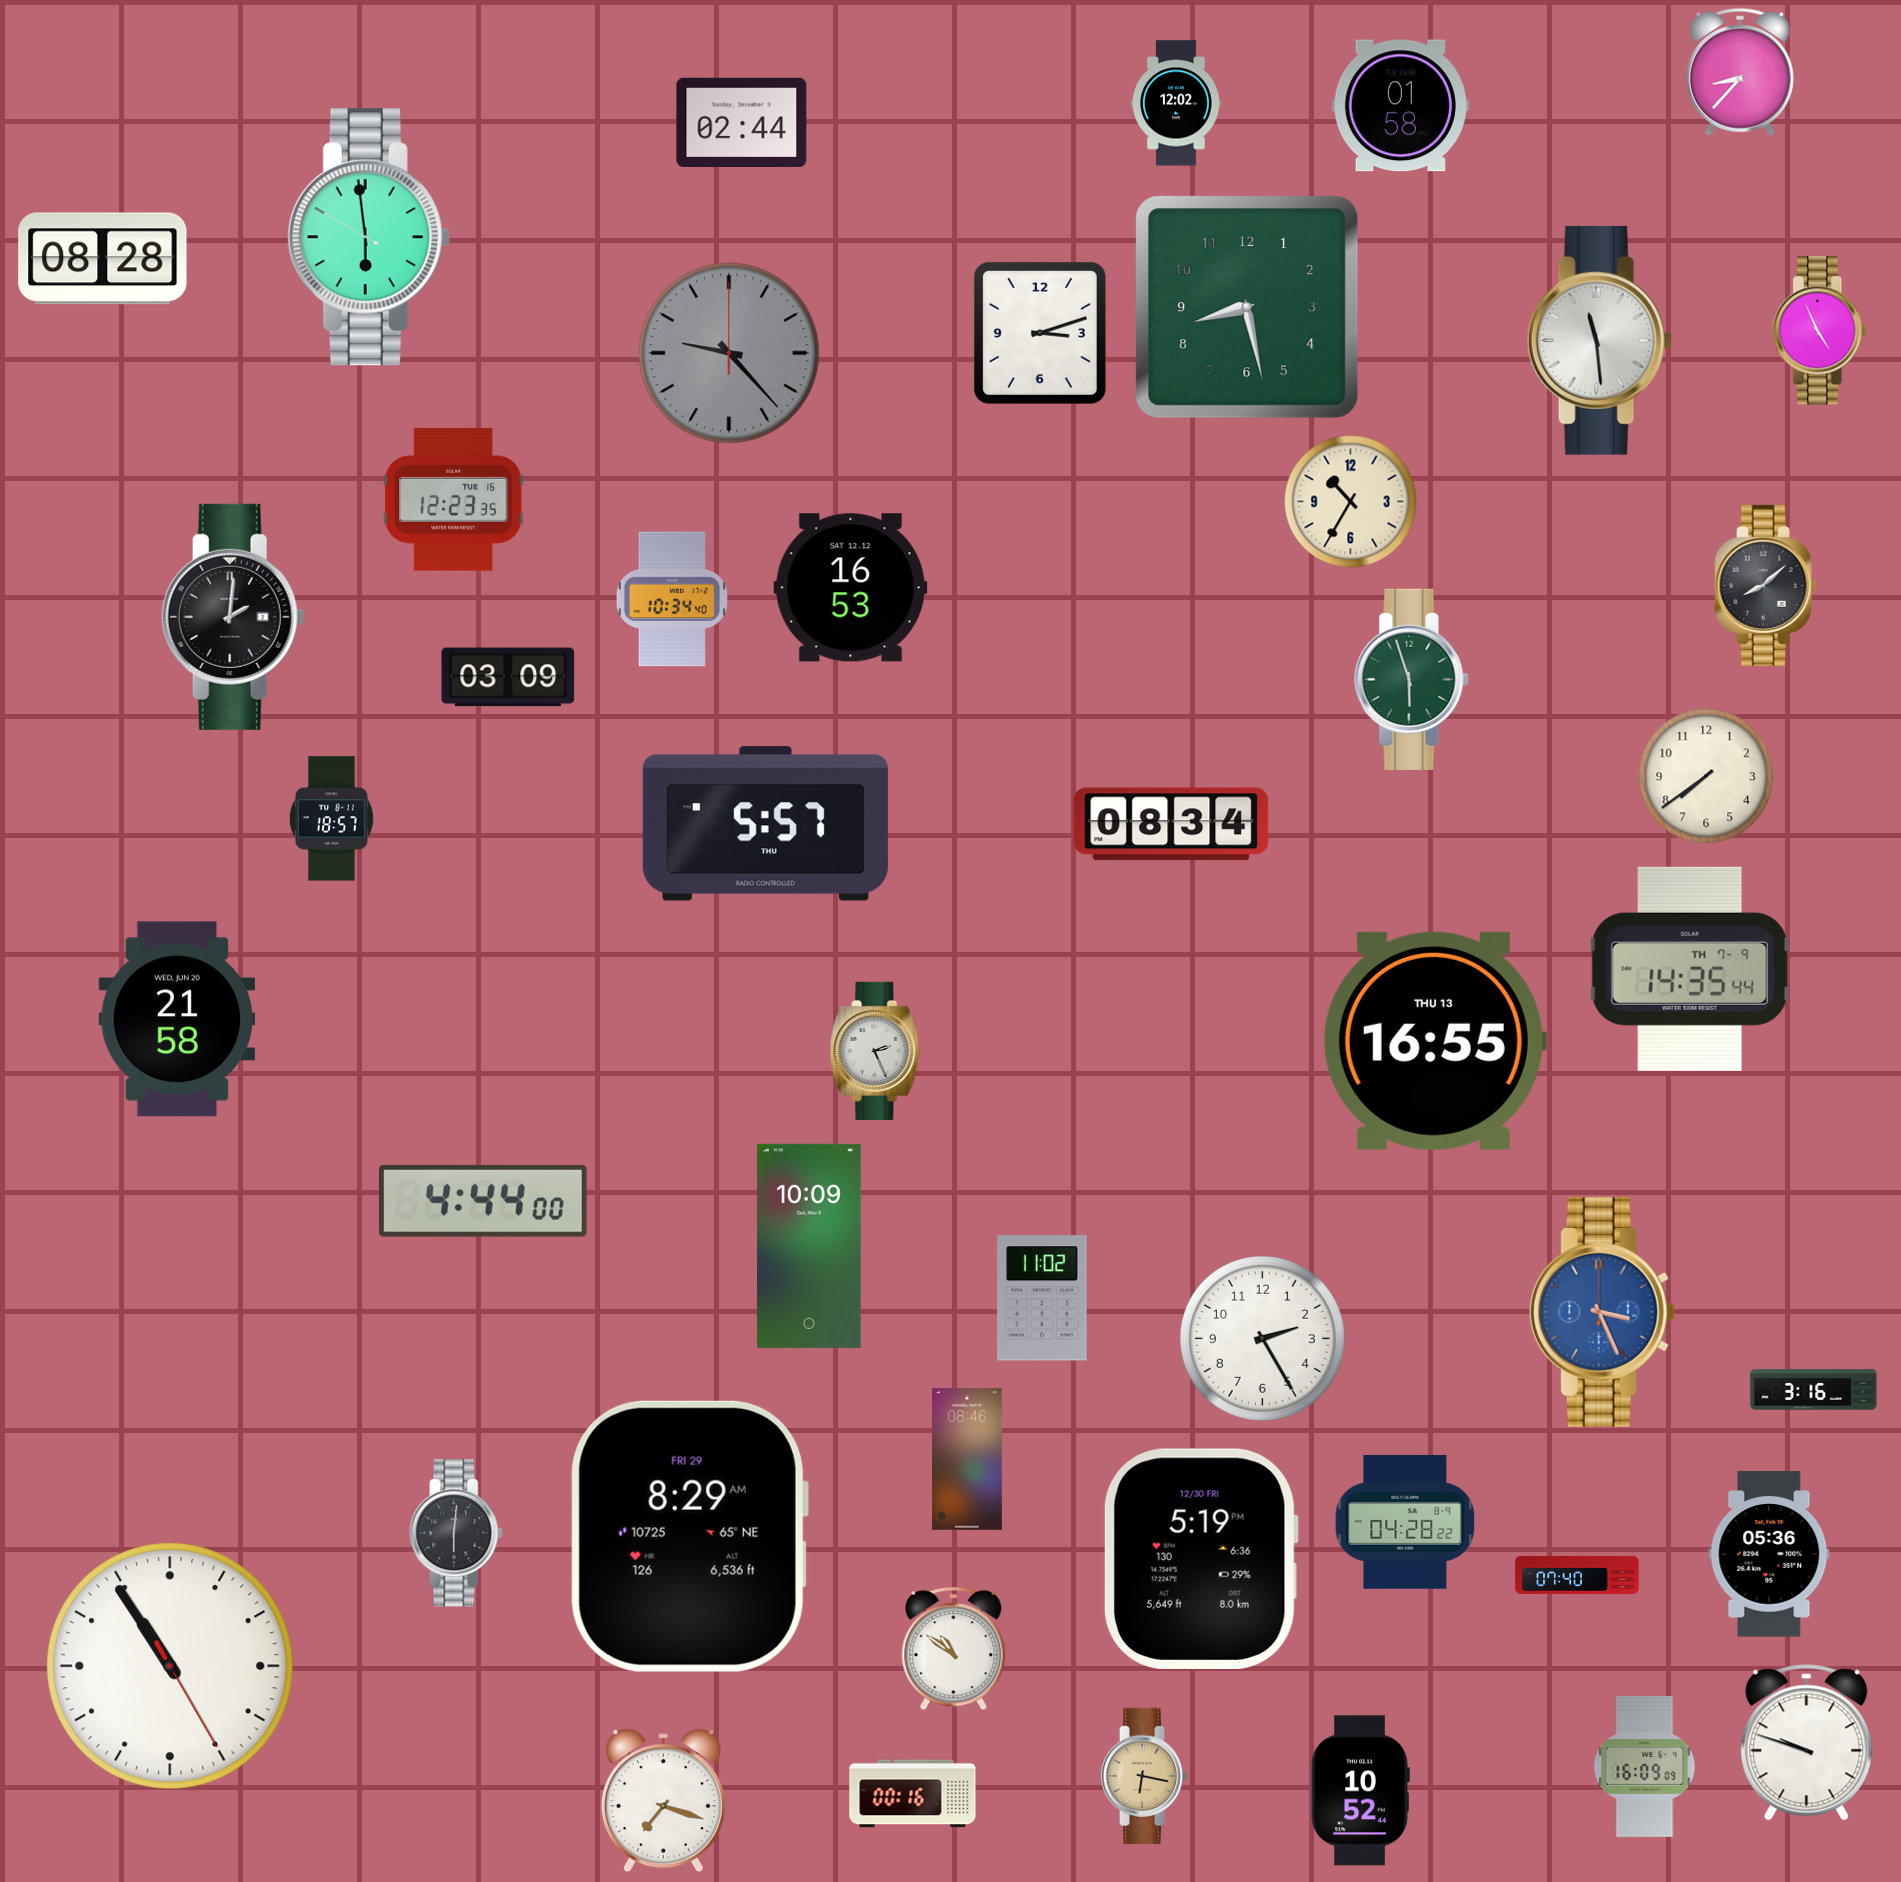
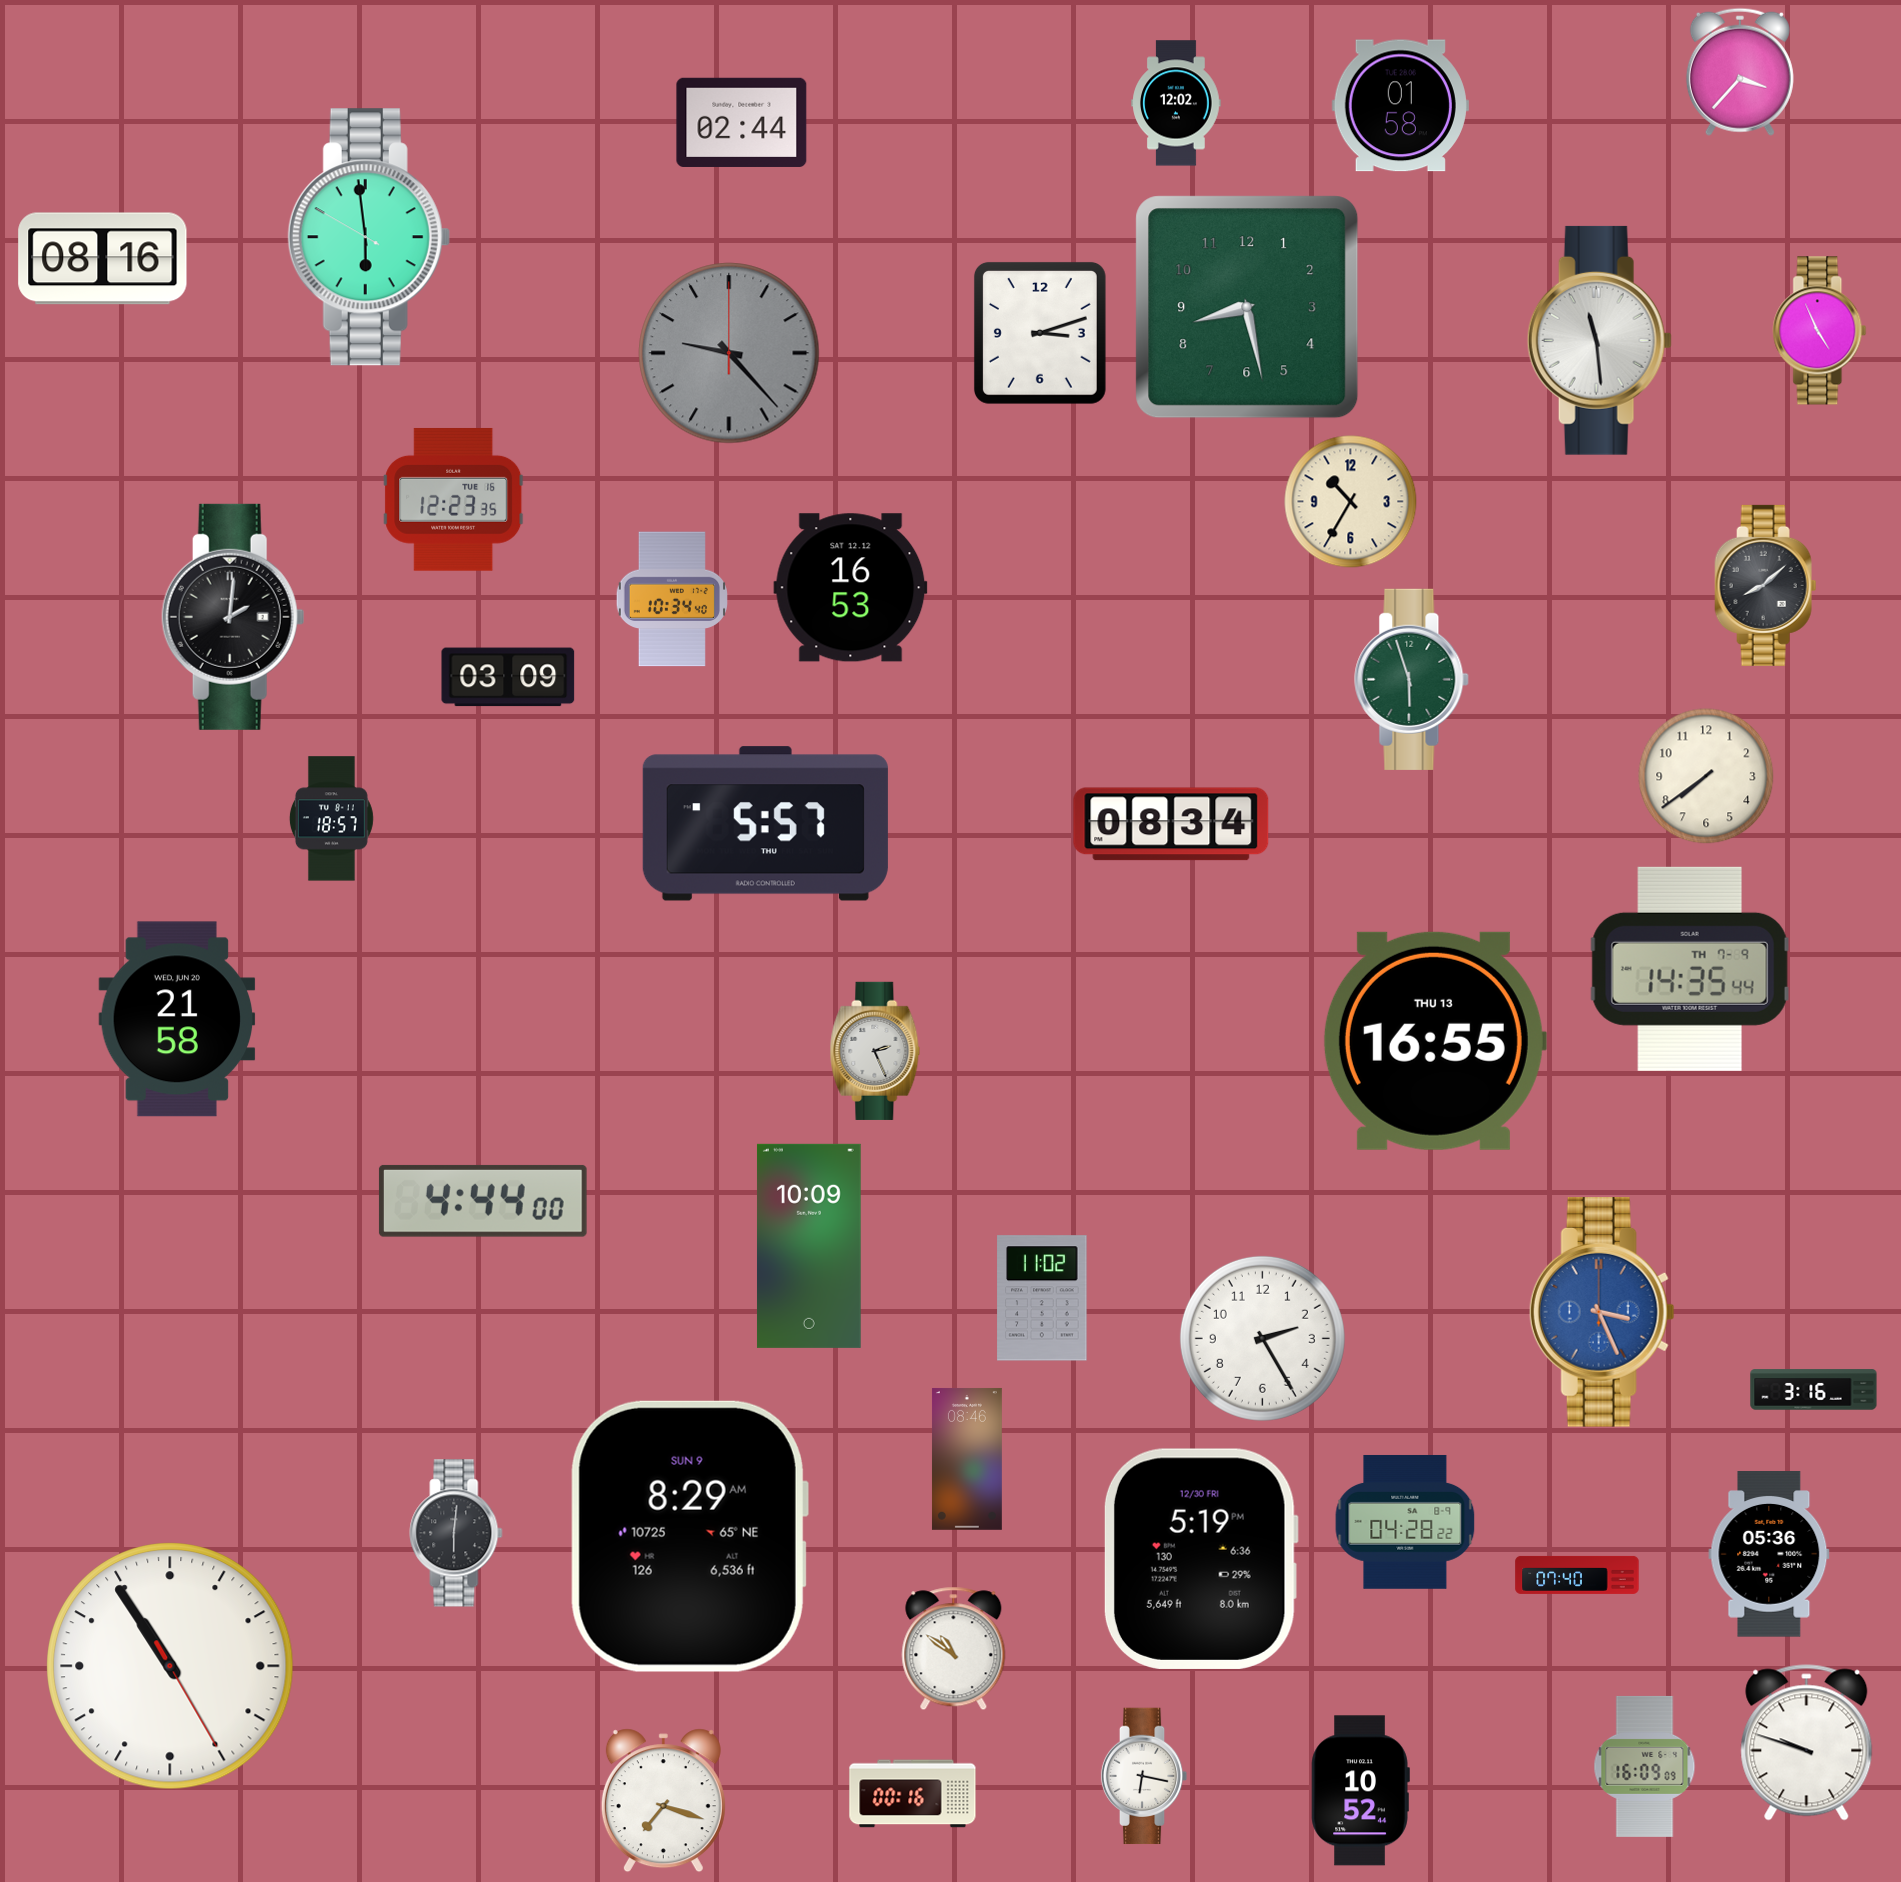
clock at (1740, 72): 8:37 -> 3:37
clock at (103, 259): 08:28 -> 08:16
clock at (689, 1536) date: FRI 29 -> SUN 9
clock at (1144, 1776) dial: champagne -> white
